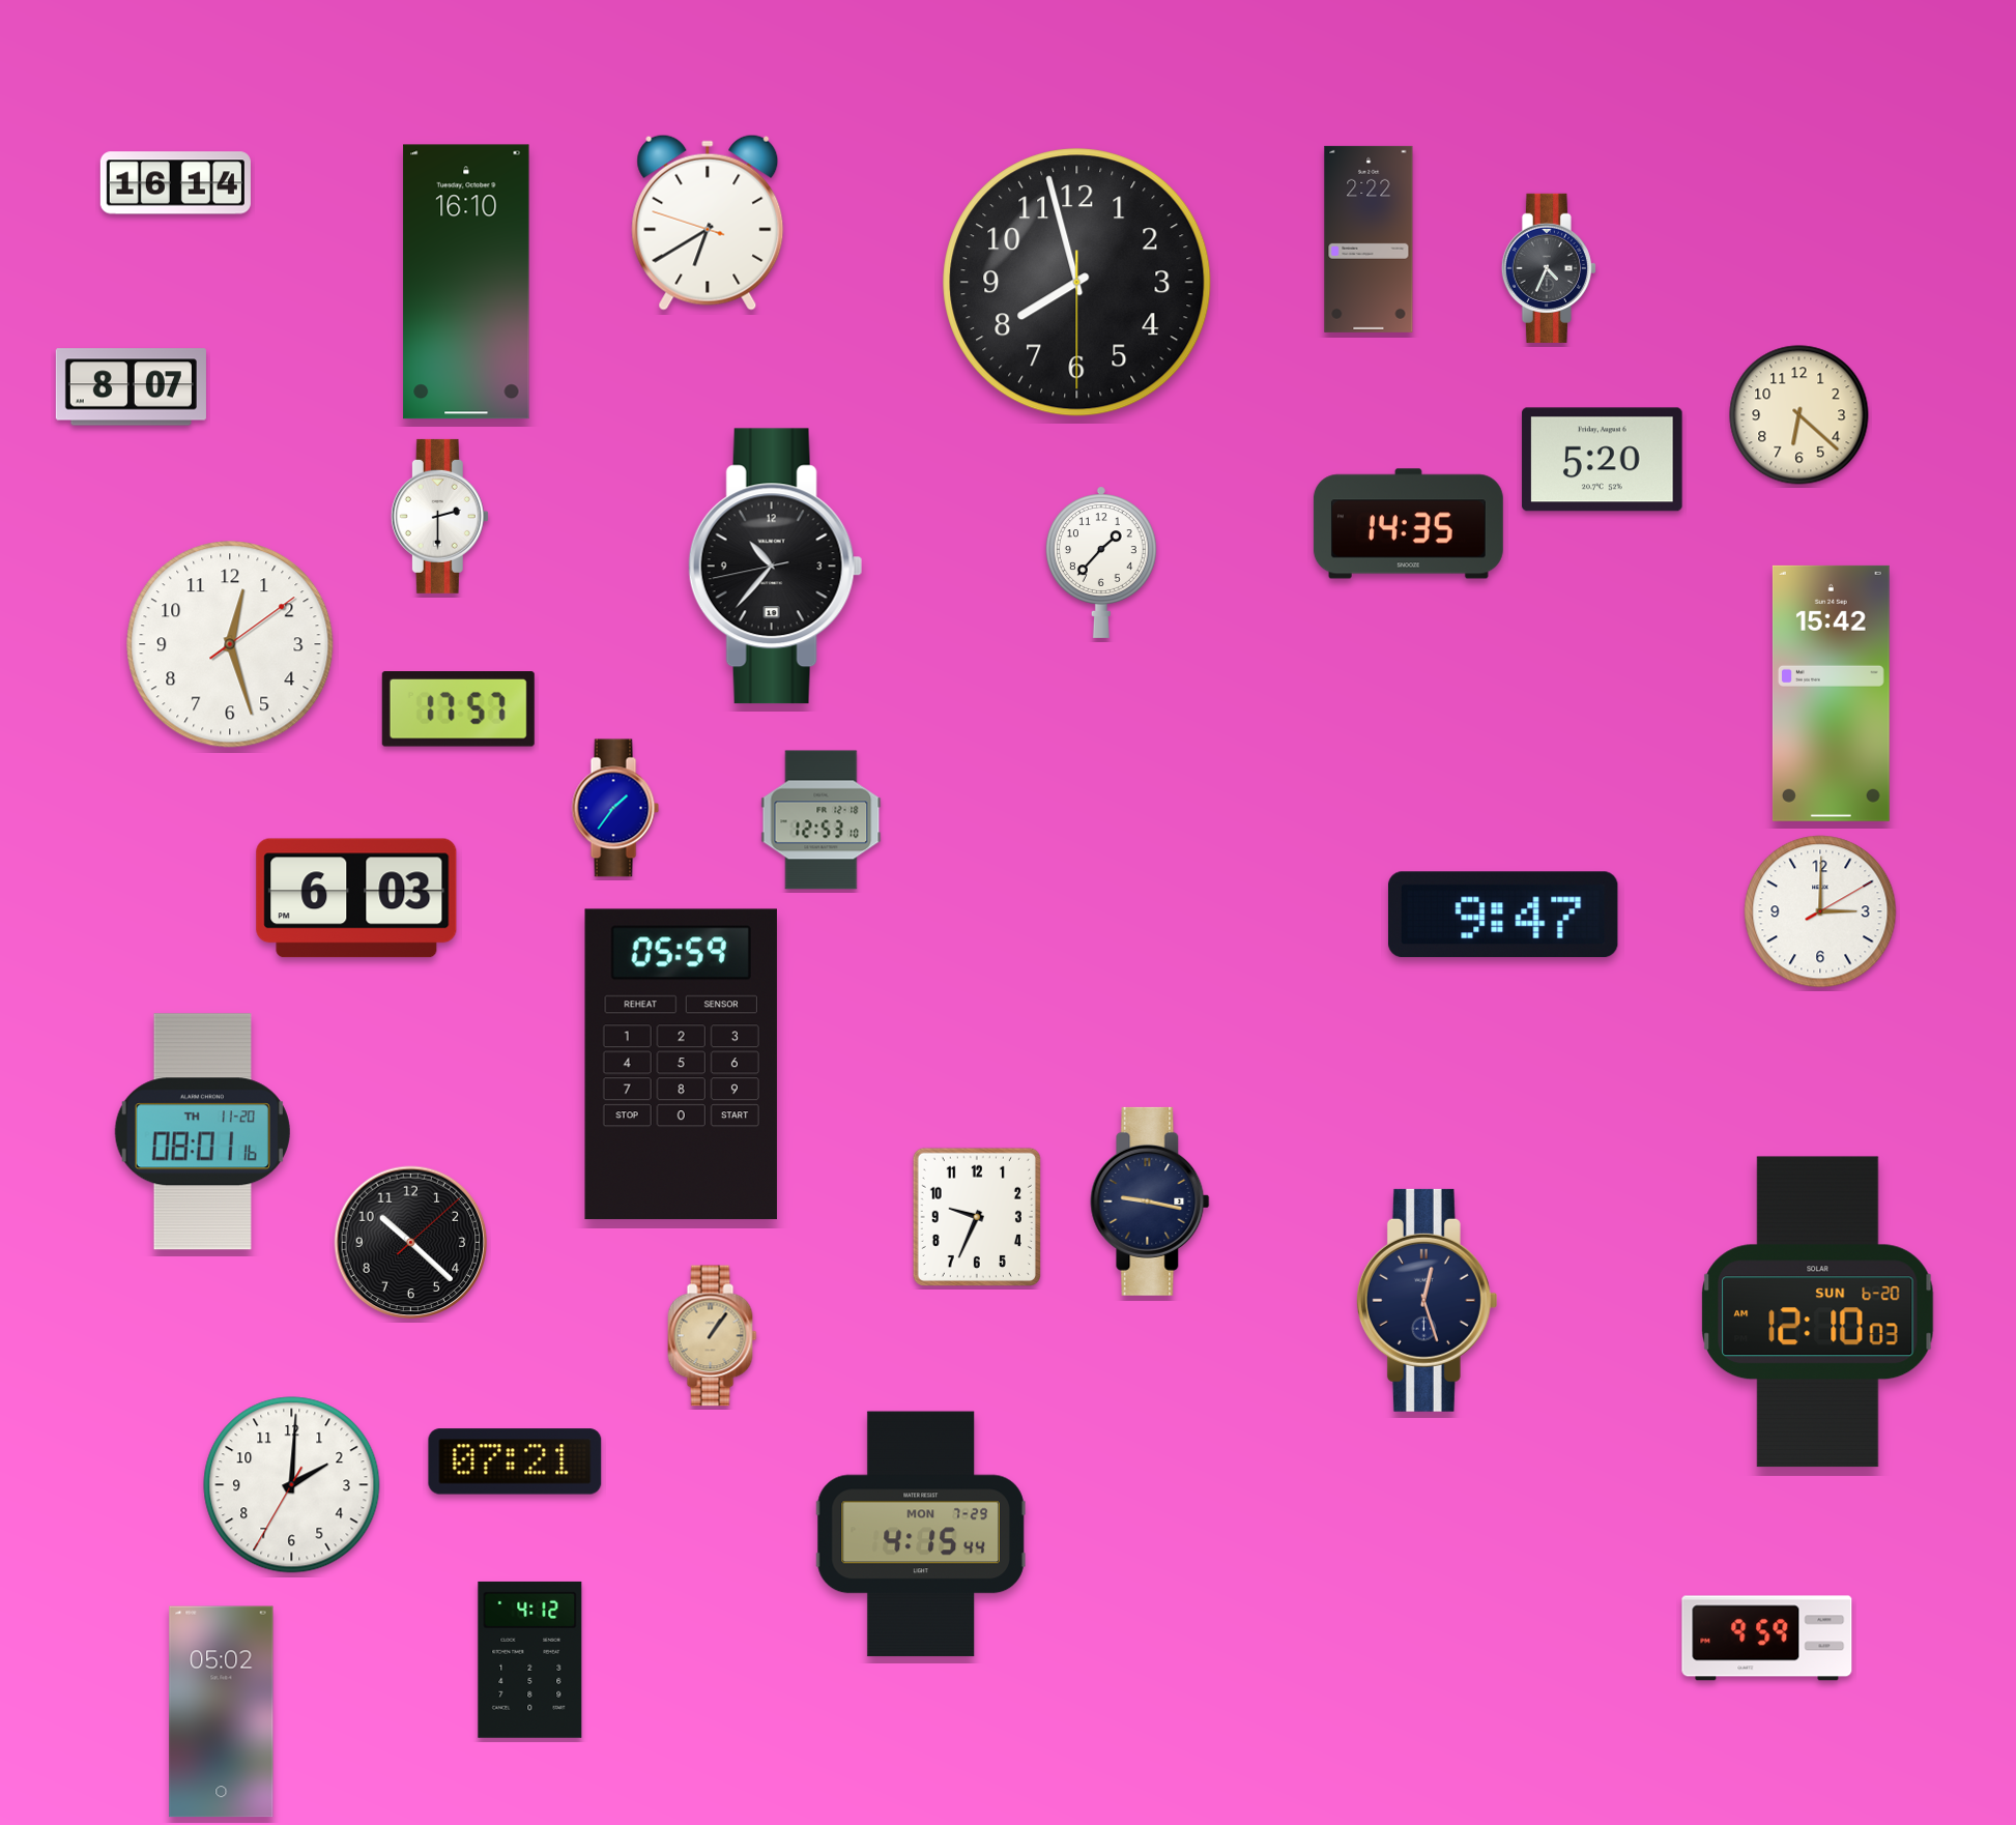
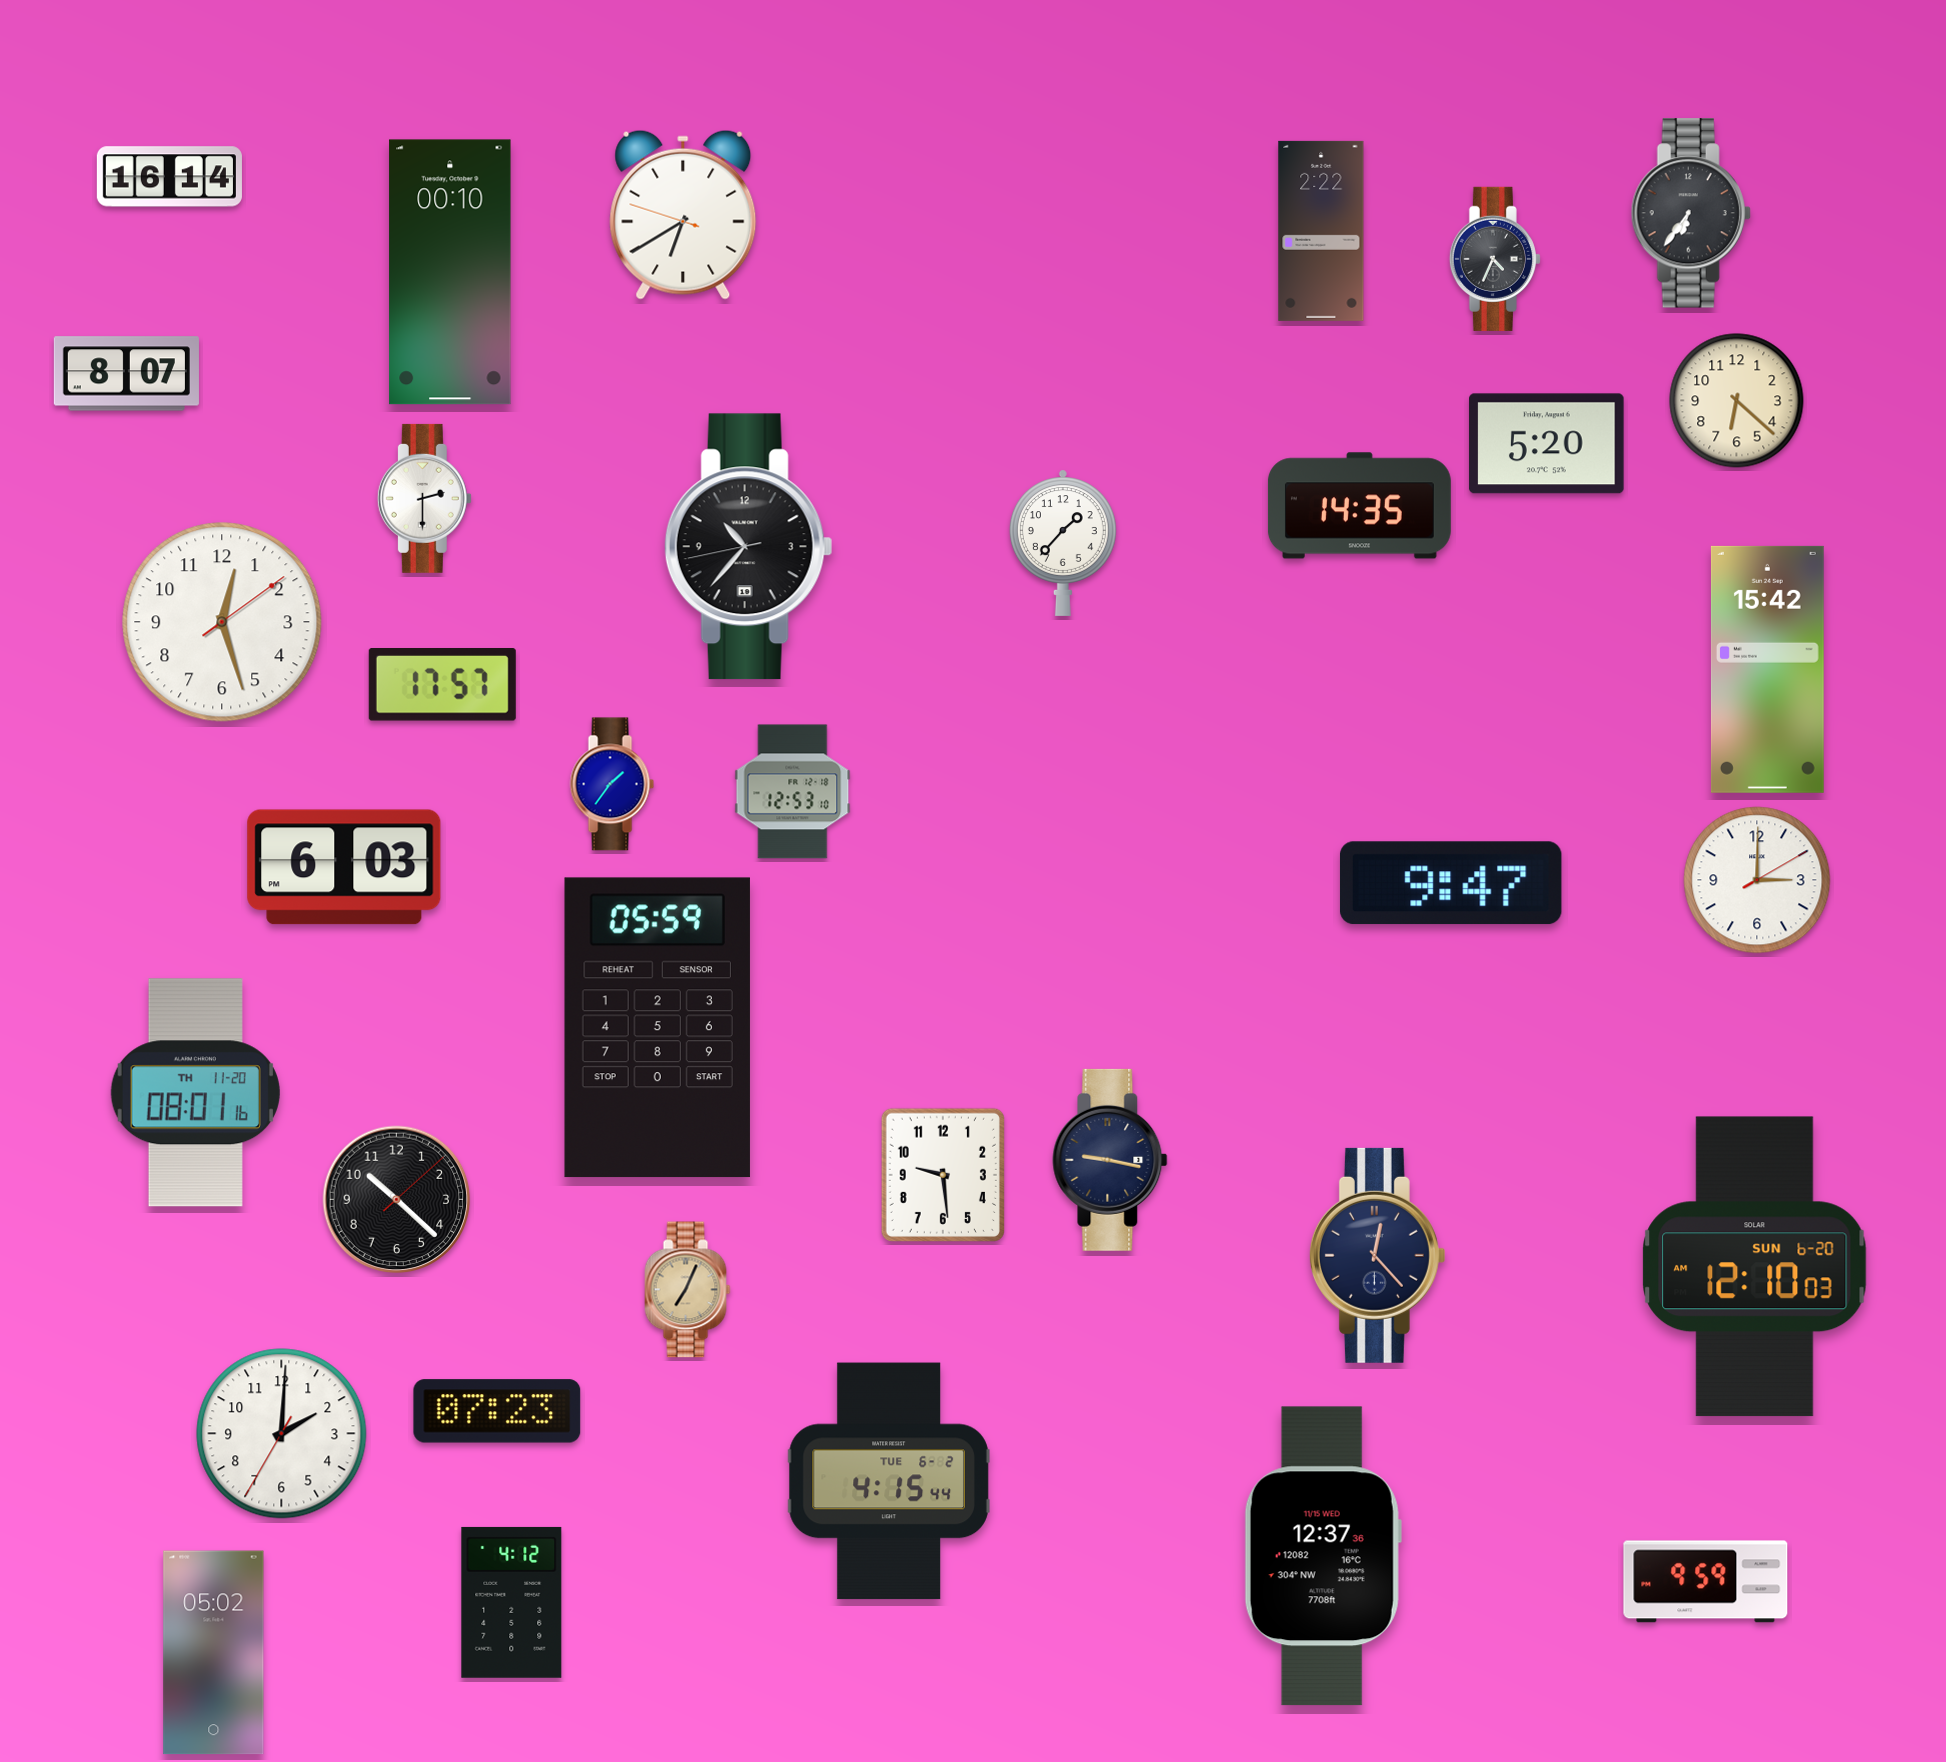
clock at (1691, 213): none -> 6:36
clock at (466, 282): 16:10 -> 00:10
clock at (1077, 283): 7:57 -> none
clock at (615, 808) position: (615, 808) -> (612, 784)
clock at (977, 1217): 9:34 -> 9:29
clock at (1427, 1300): 12:27 -> 12:23
clock at (713, 1336): 1:06 -> 7:04
clock at (515, 1461): 07:21 -> 07:23
clock at (921, 1534) date: MON 7-29 -> TUE 6-2
clock at (1323, 1556): none -> 12:37
